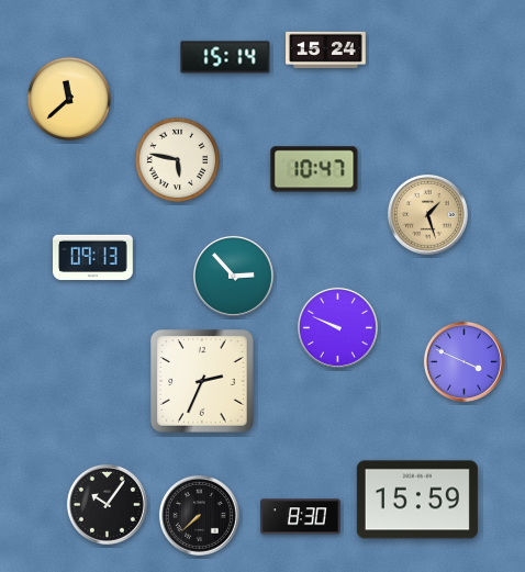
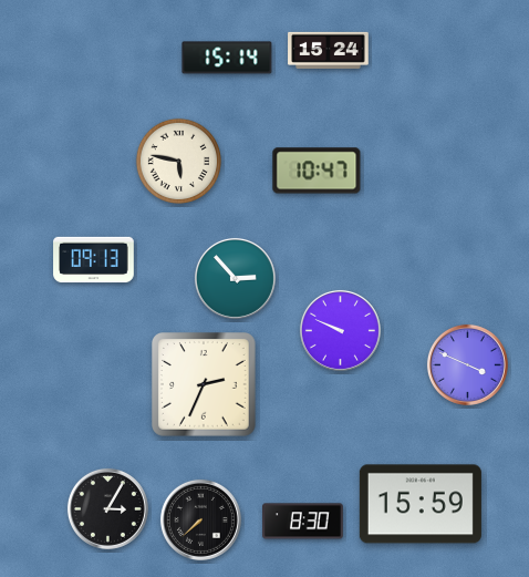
clock at (69, 99): 11:38 -> none
clock at (427, 214): 1:27 -> none
clock at (107, 504): 10:06 -> 3:05
